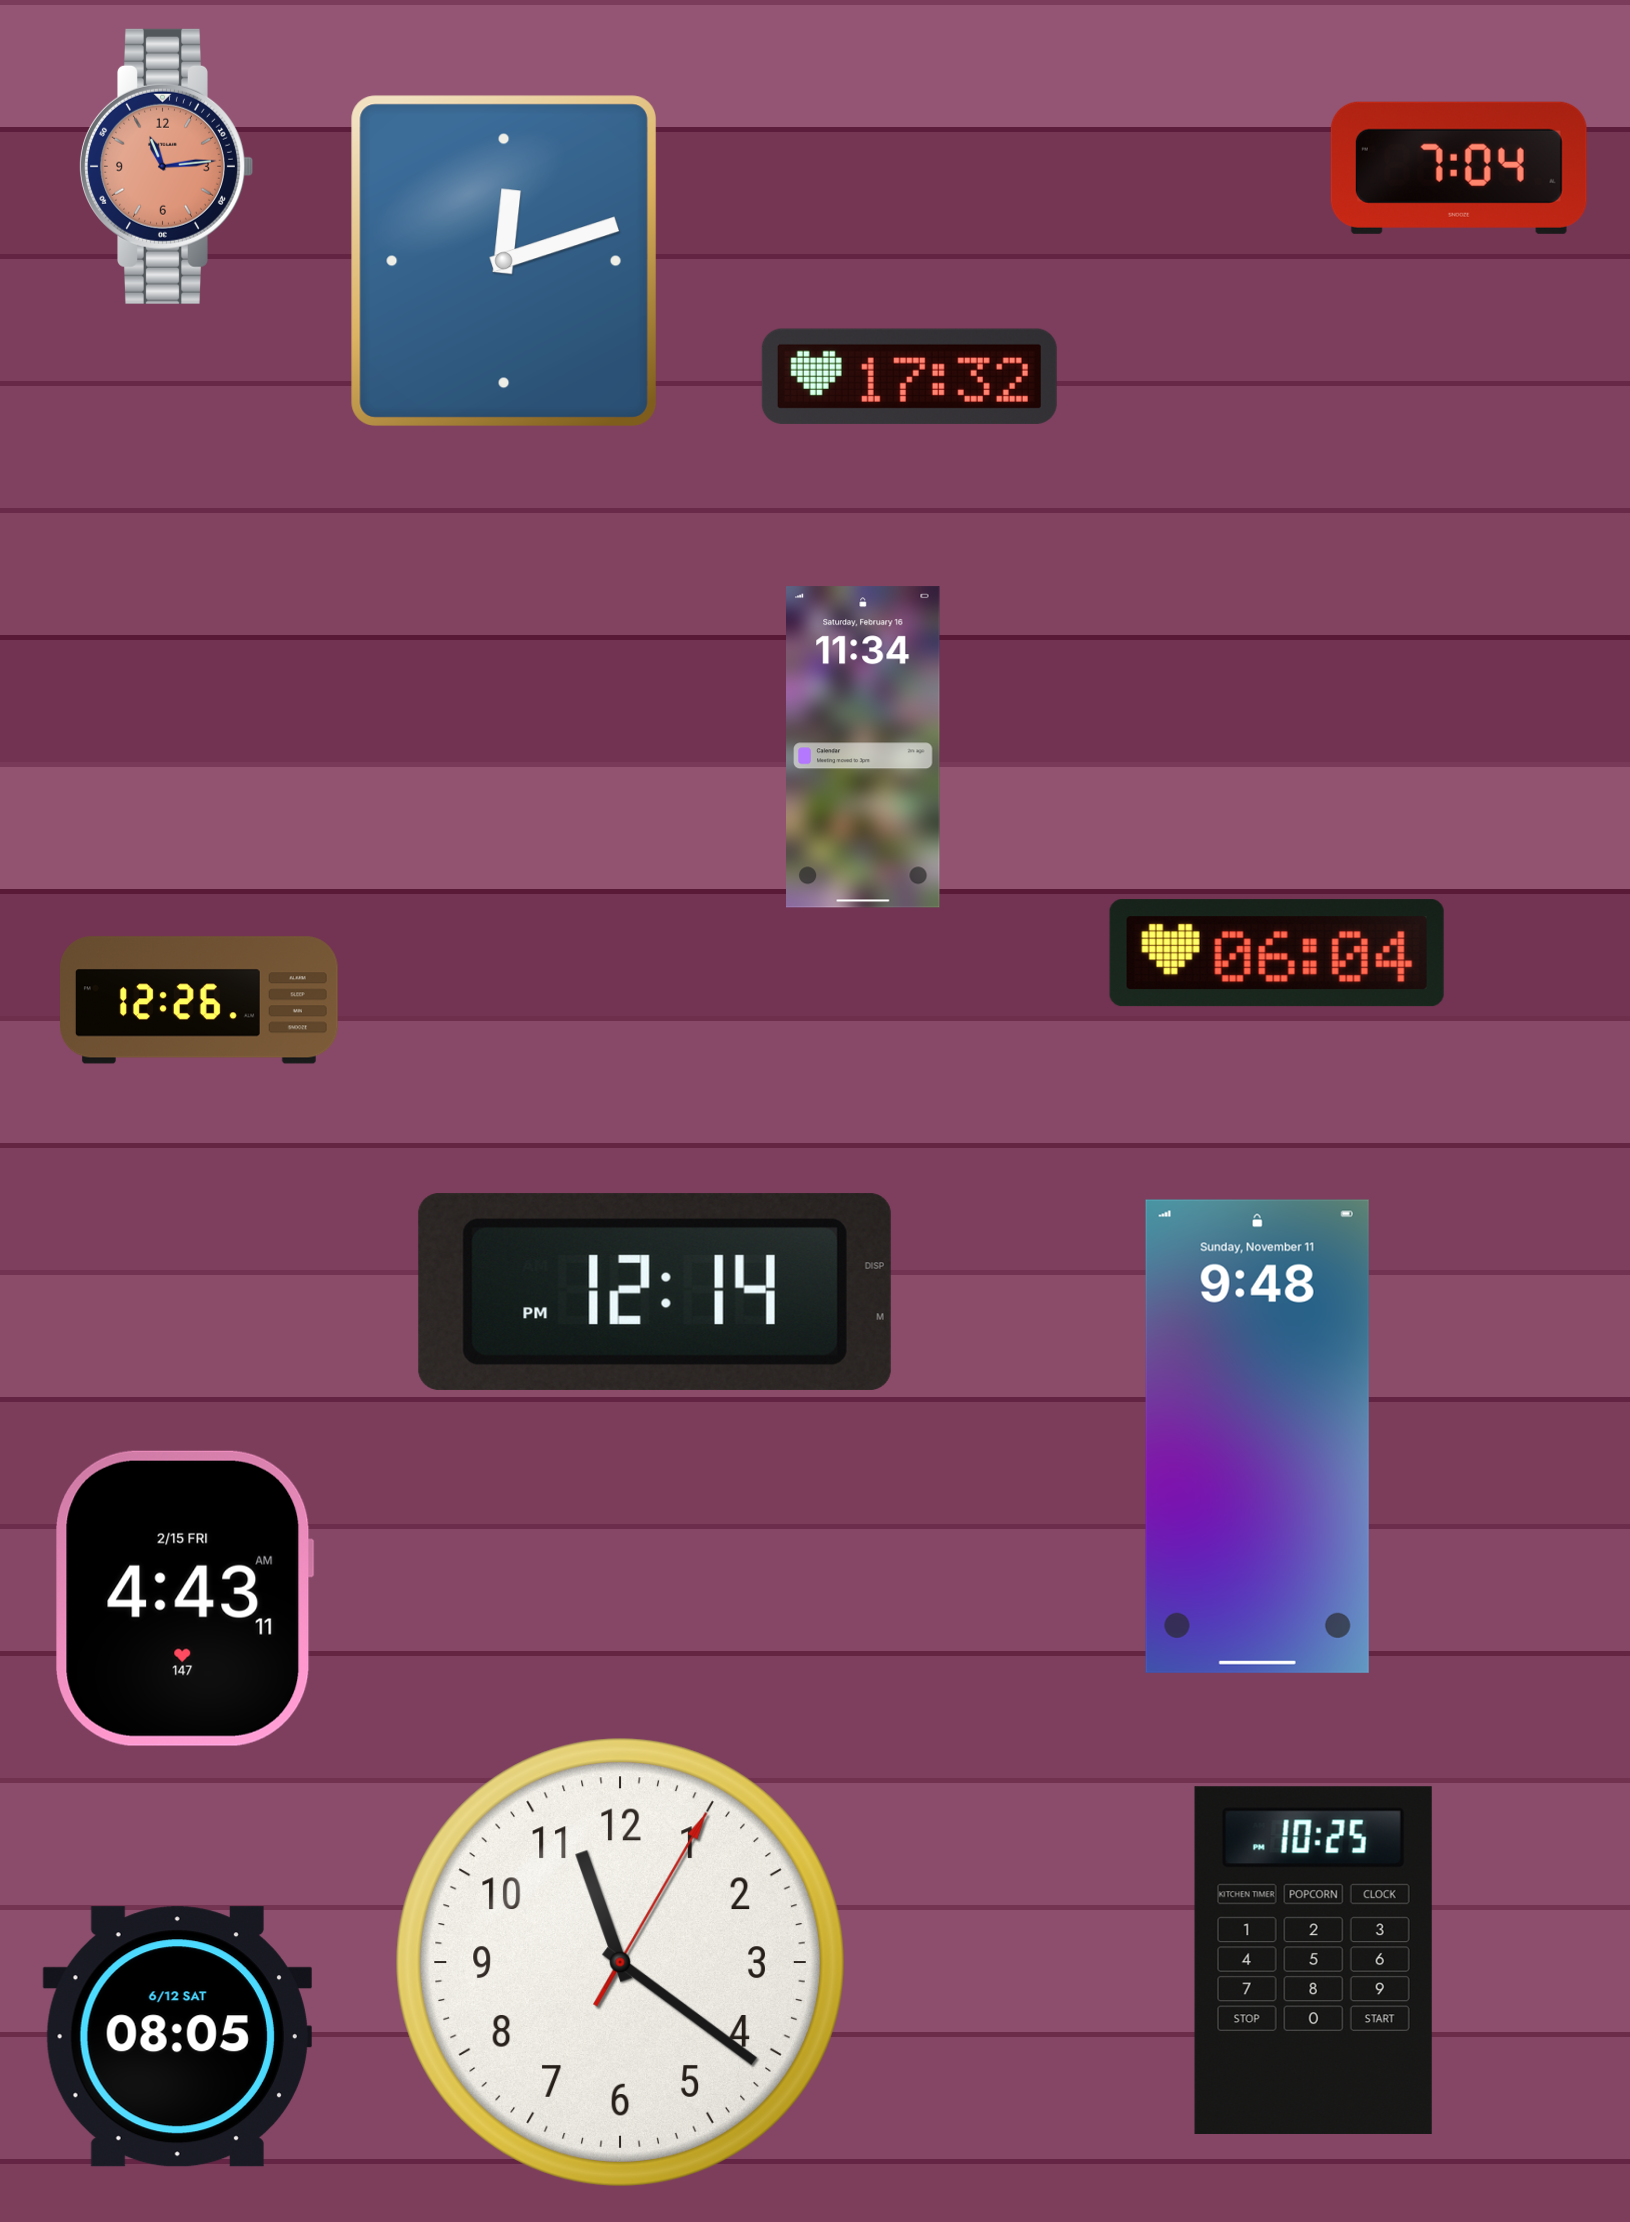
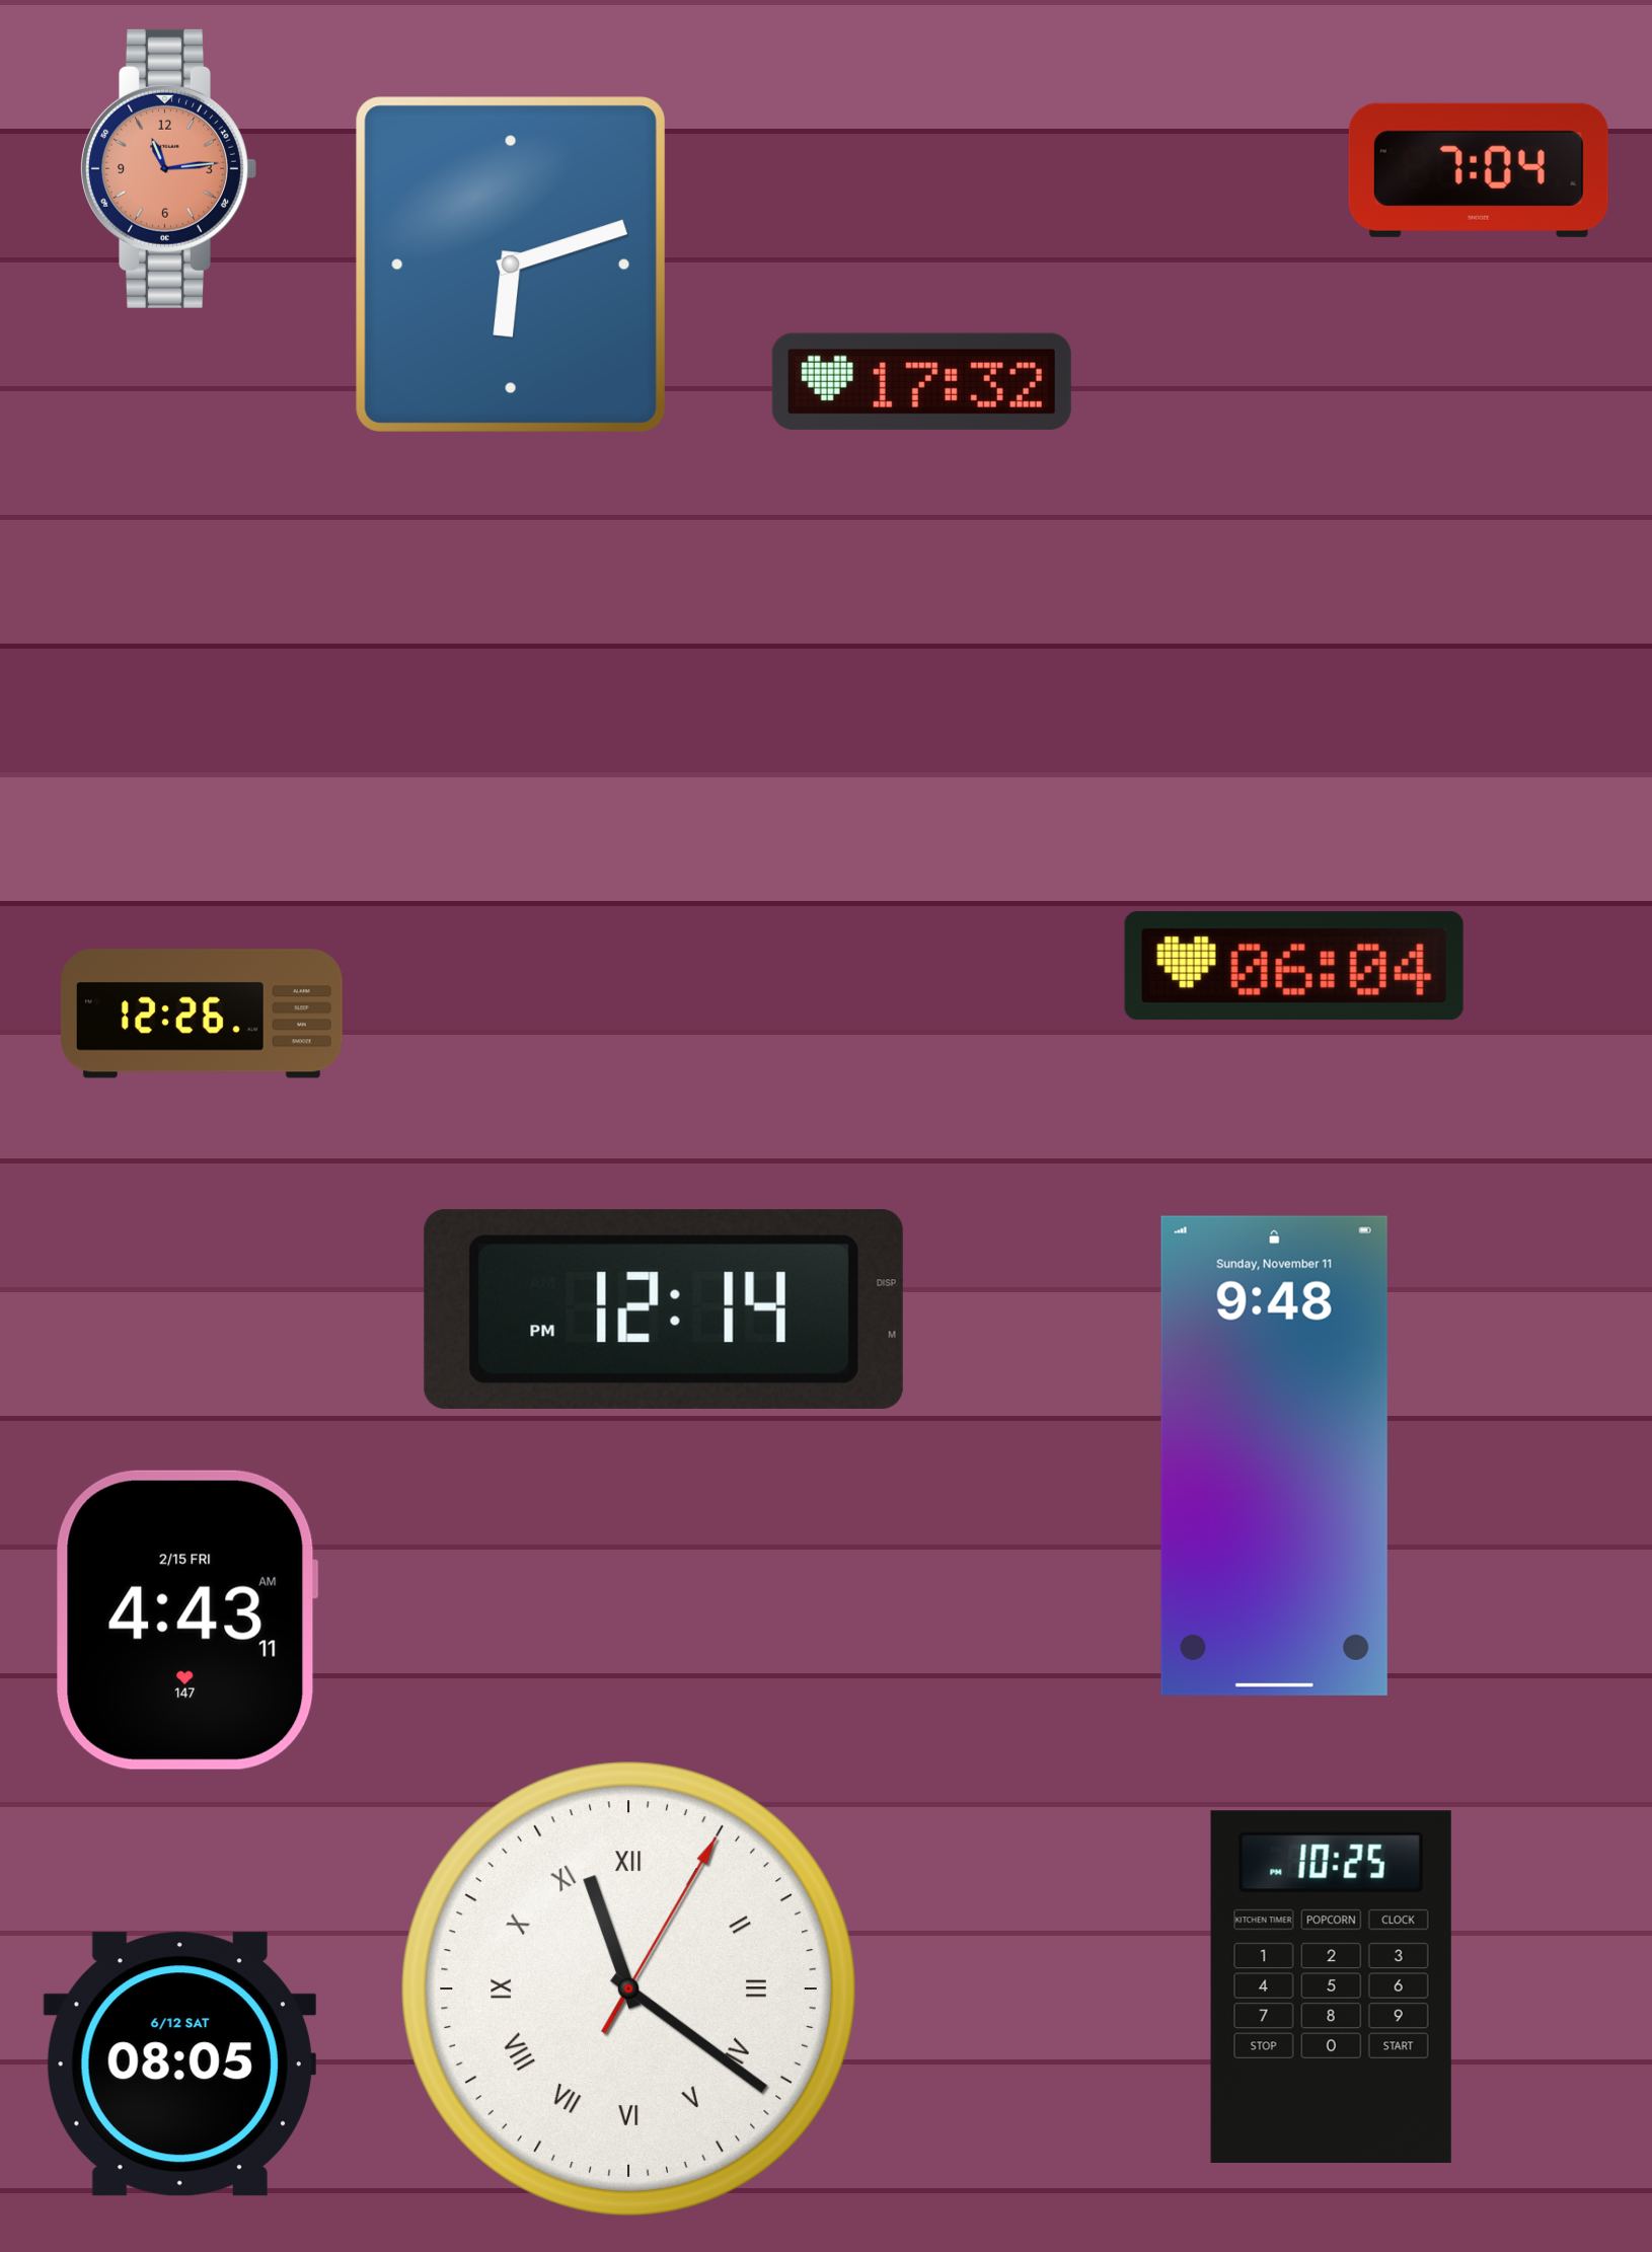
clock at (503, 260): 12:12 -> 6:12
clock at (864, 747): 11:34 -> none
clock at (620, 1962) numerals: Arabic -> Roman
